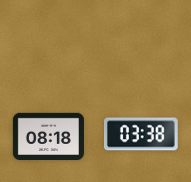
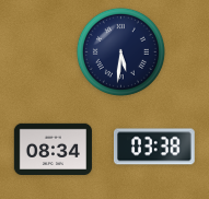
clock at (120, 51): none -> 5:31
clock at (48, 136): 08:18 -> 08:34
